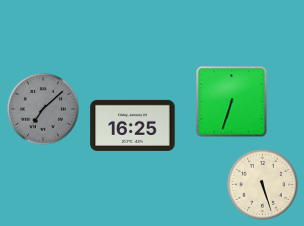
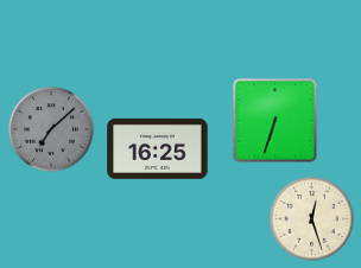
clock at (263, 185): 5:27 -> 12:27
